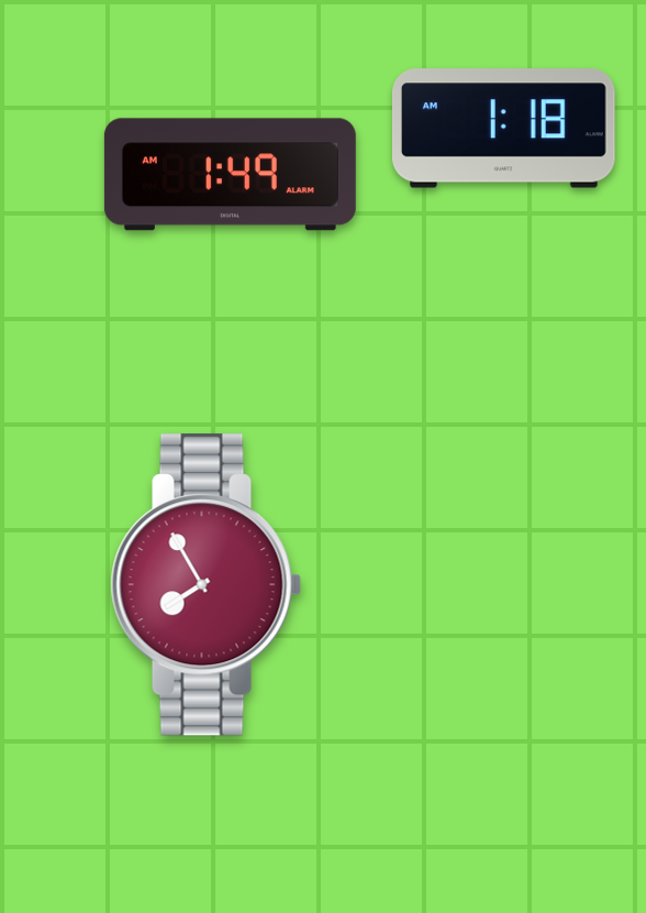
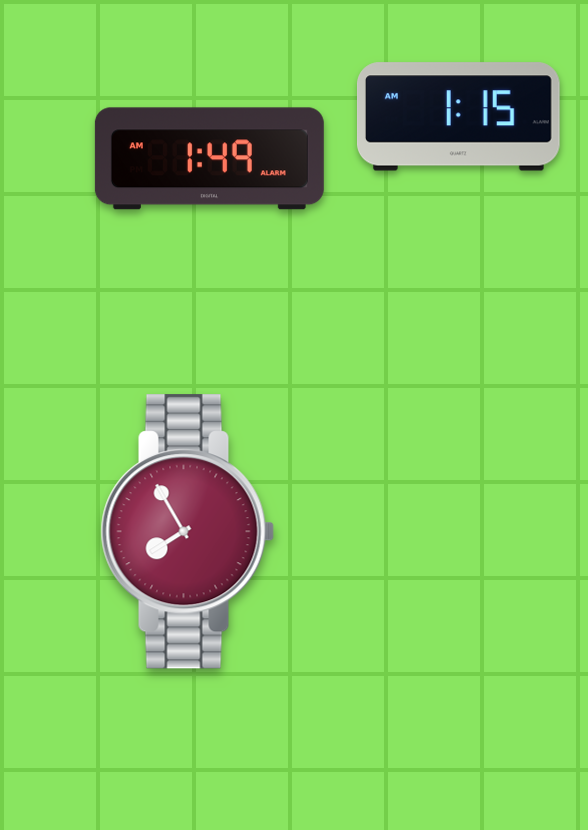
clock at (504, 129): 1:18 -> 1:15
